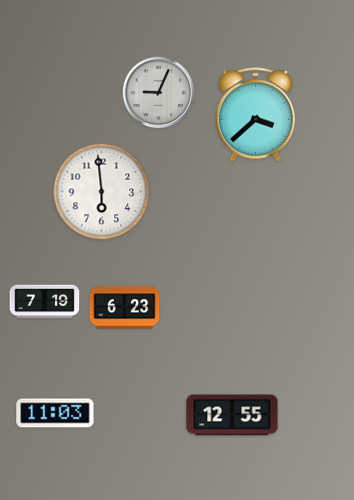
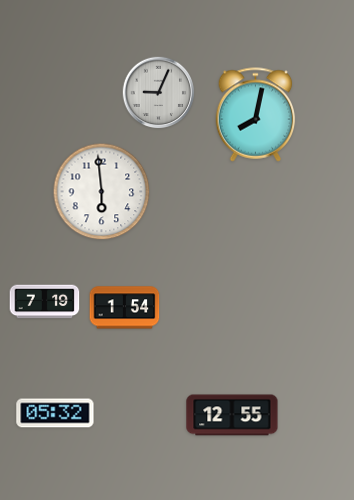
clock at (256, 115): 3:38 -> 8:02
clock at (125, 308): 6:23 -> 1:54
clock at (55, 413): 11:03 -> 05:32
